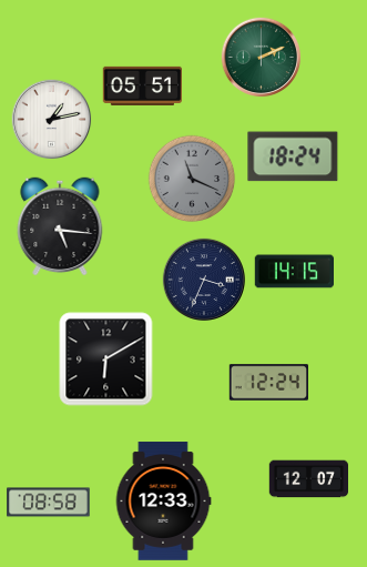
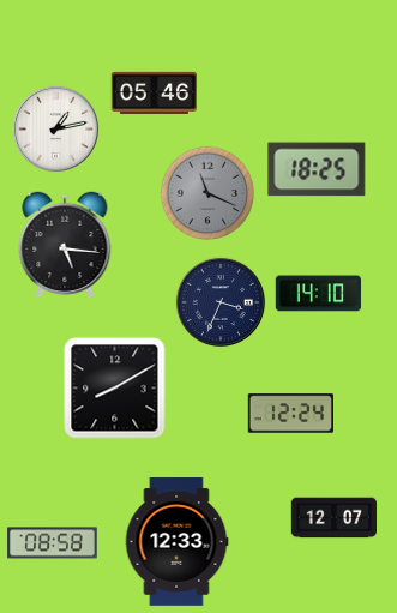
clock at (262, 58): 2:11 -> none
clock at (142, 85): 05:51 -> 05:46
clock at (293, 156): 18:24 -> 18:25
clock at (294, 272): 14:15 -> 14:10
clock at (106, 360): 6:10 -> 8:10
